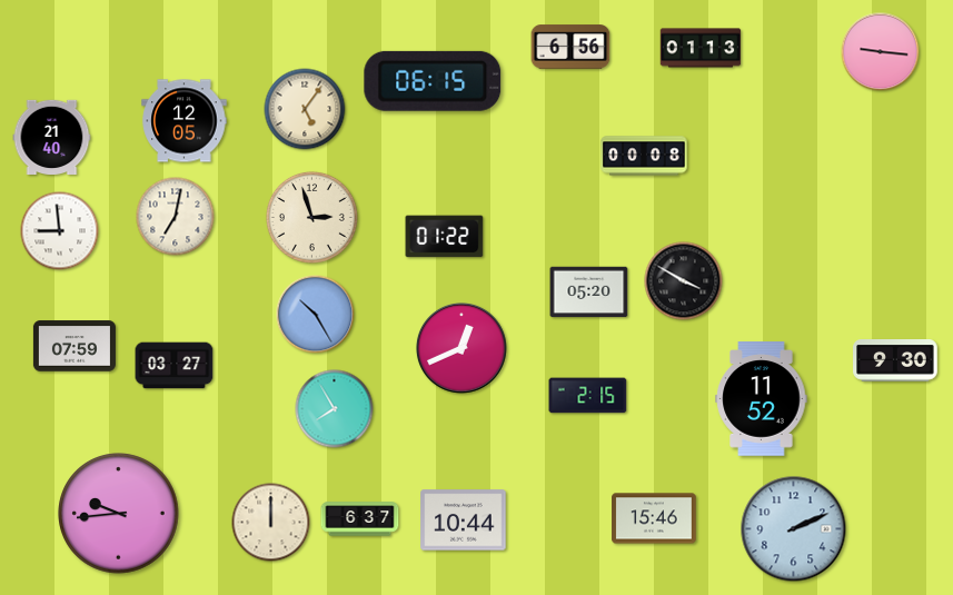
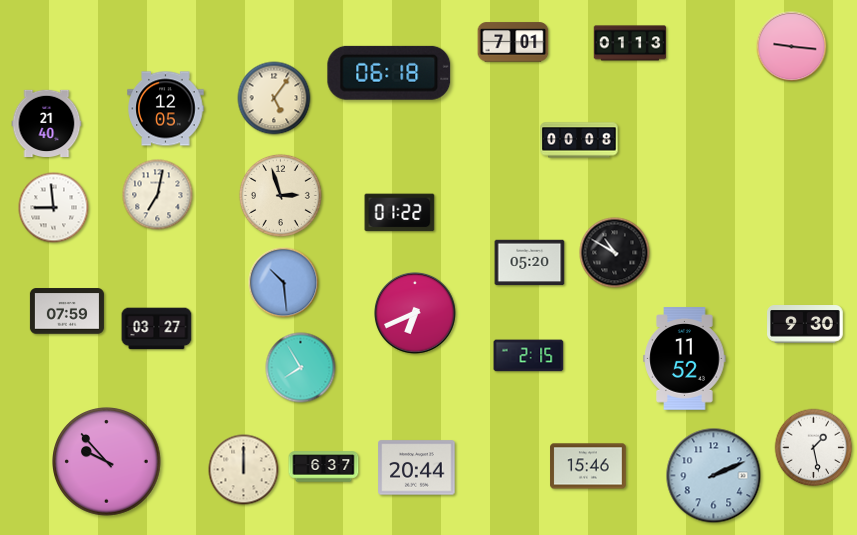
clock at (570, 47): 6:56 -> 7:01
clock at (433, 81): 06:15 -> 06:18
clock at (684, 281): 3:50 -> 10:50
clock at (316, 315): 10:25 -> 10:29
clock at (463, 349): 12:41 -> 6:41
clock at (814, 448): none -> 1:28
clock at (119, 514): 9:44 -> 9:53
clock at (464, 520): 10:44 -> 20:44
